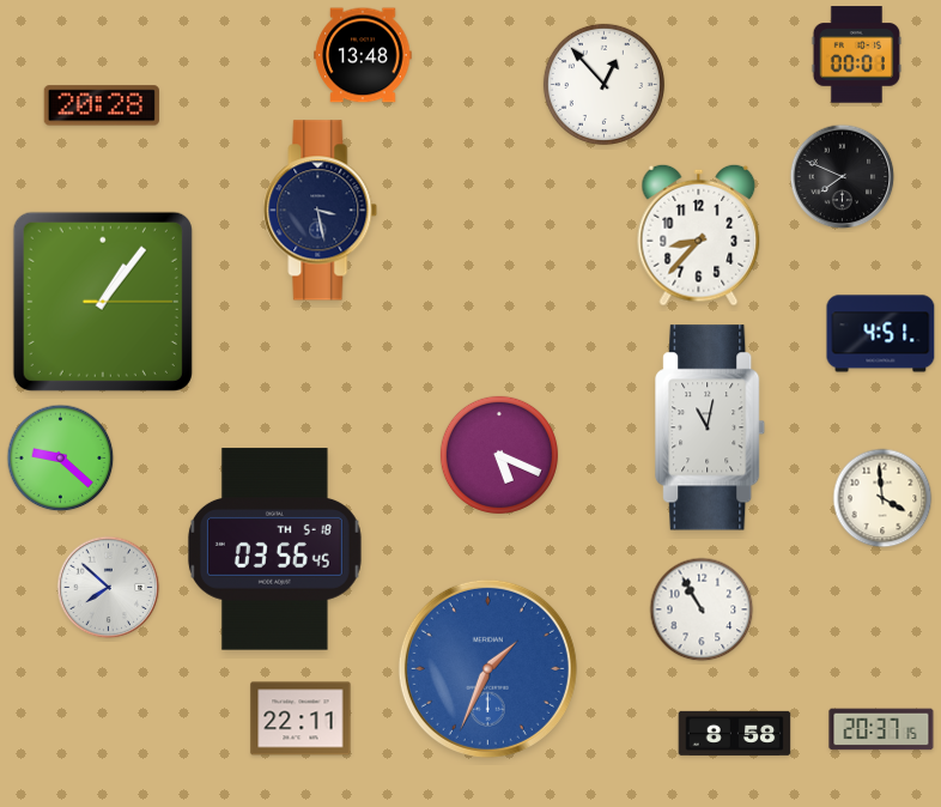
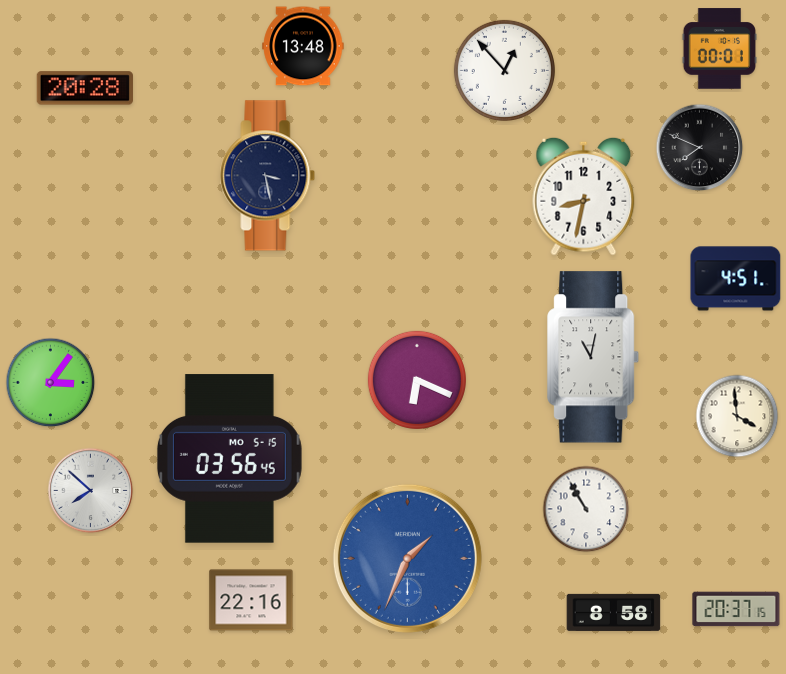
clock at (856, 55) position: (856, 55) -> (719, 49)
clock at (843, 177) position: (843, 177) -> (700, 148)
clock at (699, 235): 8:37 -> 8:32
clock at (103, 302): 1:06 -> none
clock at (499, 455): 5:19 -> 6:19
clock at (61, 459): 9:22 -> 3:06
clock at (274, 550) date: TH 5-18 -> MO 5-15
clock at (300, 718): 22:11 -> 22:16
